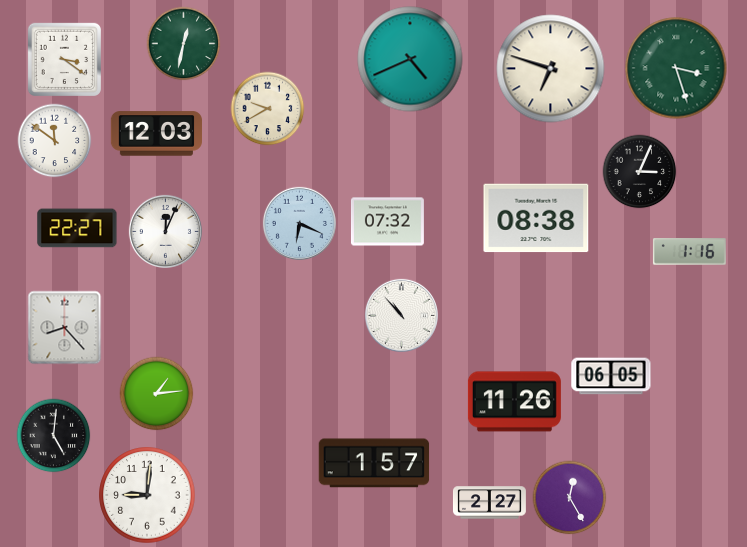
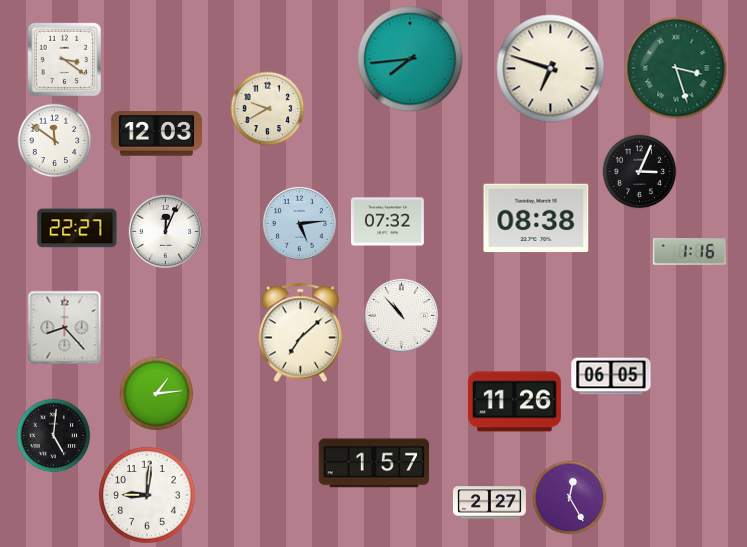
clock at (184, 44): 12:32 -> none
clock at (410, 59): 4:41 -> 7:44
clock at (299, 223): 6:19 -> 5:14
clock at (300, 333): none -> 7:08
